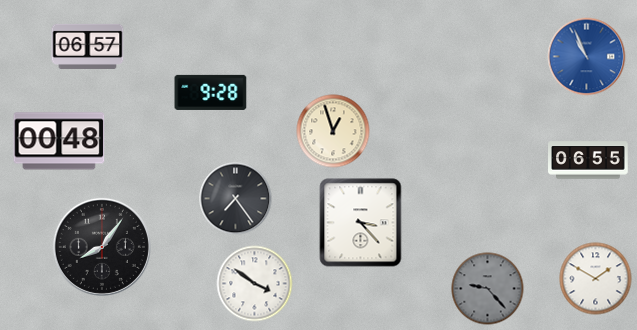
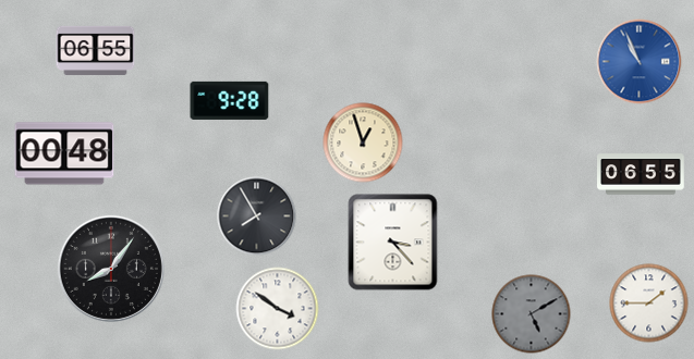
clock at (88, 46): 06:57 -> 06:55
clock at (236, 199): 7:24 -> 7:55
clock at (596, 279): 1:50 -> 1:45
clock at (488, 289): 9:23 -> 5:10
